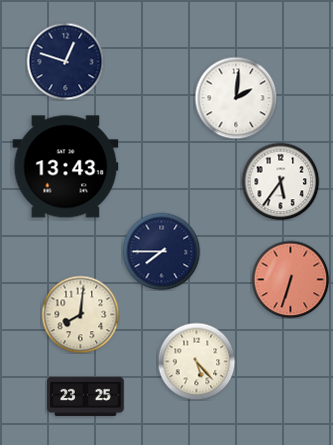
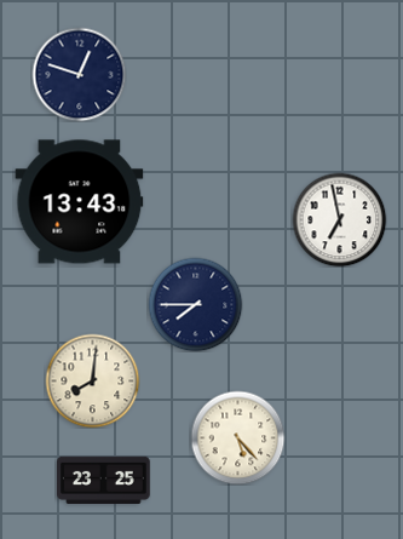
clock at (236, 98): 2:01 -> none
clock at (280, 181): 5:36 -> 6:58
clock at (290, 279): 6:33 -> none
clock at (80, 314) position: (80, 314) -> (92, 380)
